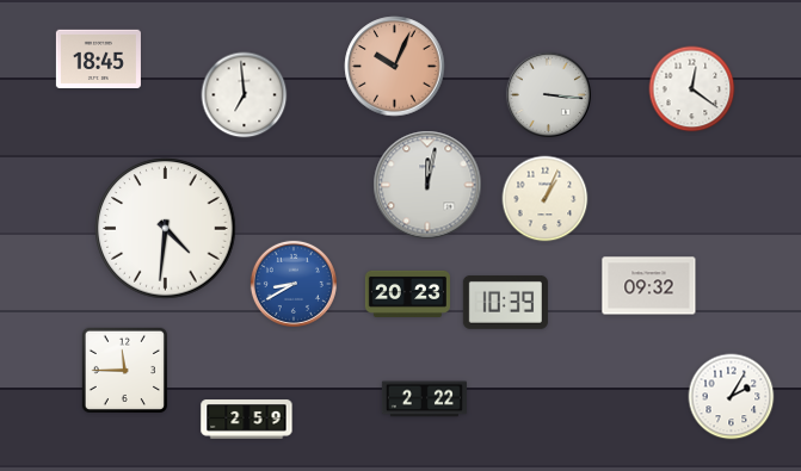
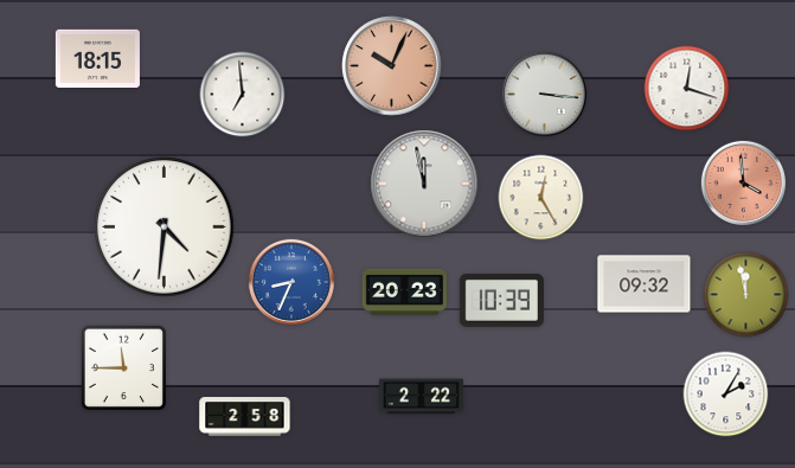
clock at (98, 58): 18:45 -> 18:15
clock at (692, 89): 12:21 -> 12:18
clock at (743, 182): none -> 3:59
clock at (427, 185): 12:02 -> 11:58
clock at (546, 199): 1:04 -> 12:25
clock at (294, 284): 8:40 -> 8:34
clock at (746, 295): none -> 11:58
clock at (247, 420): 2:59 -> 2:58
